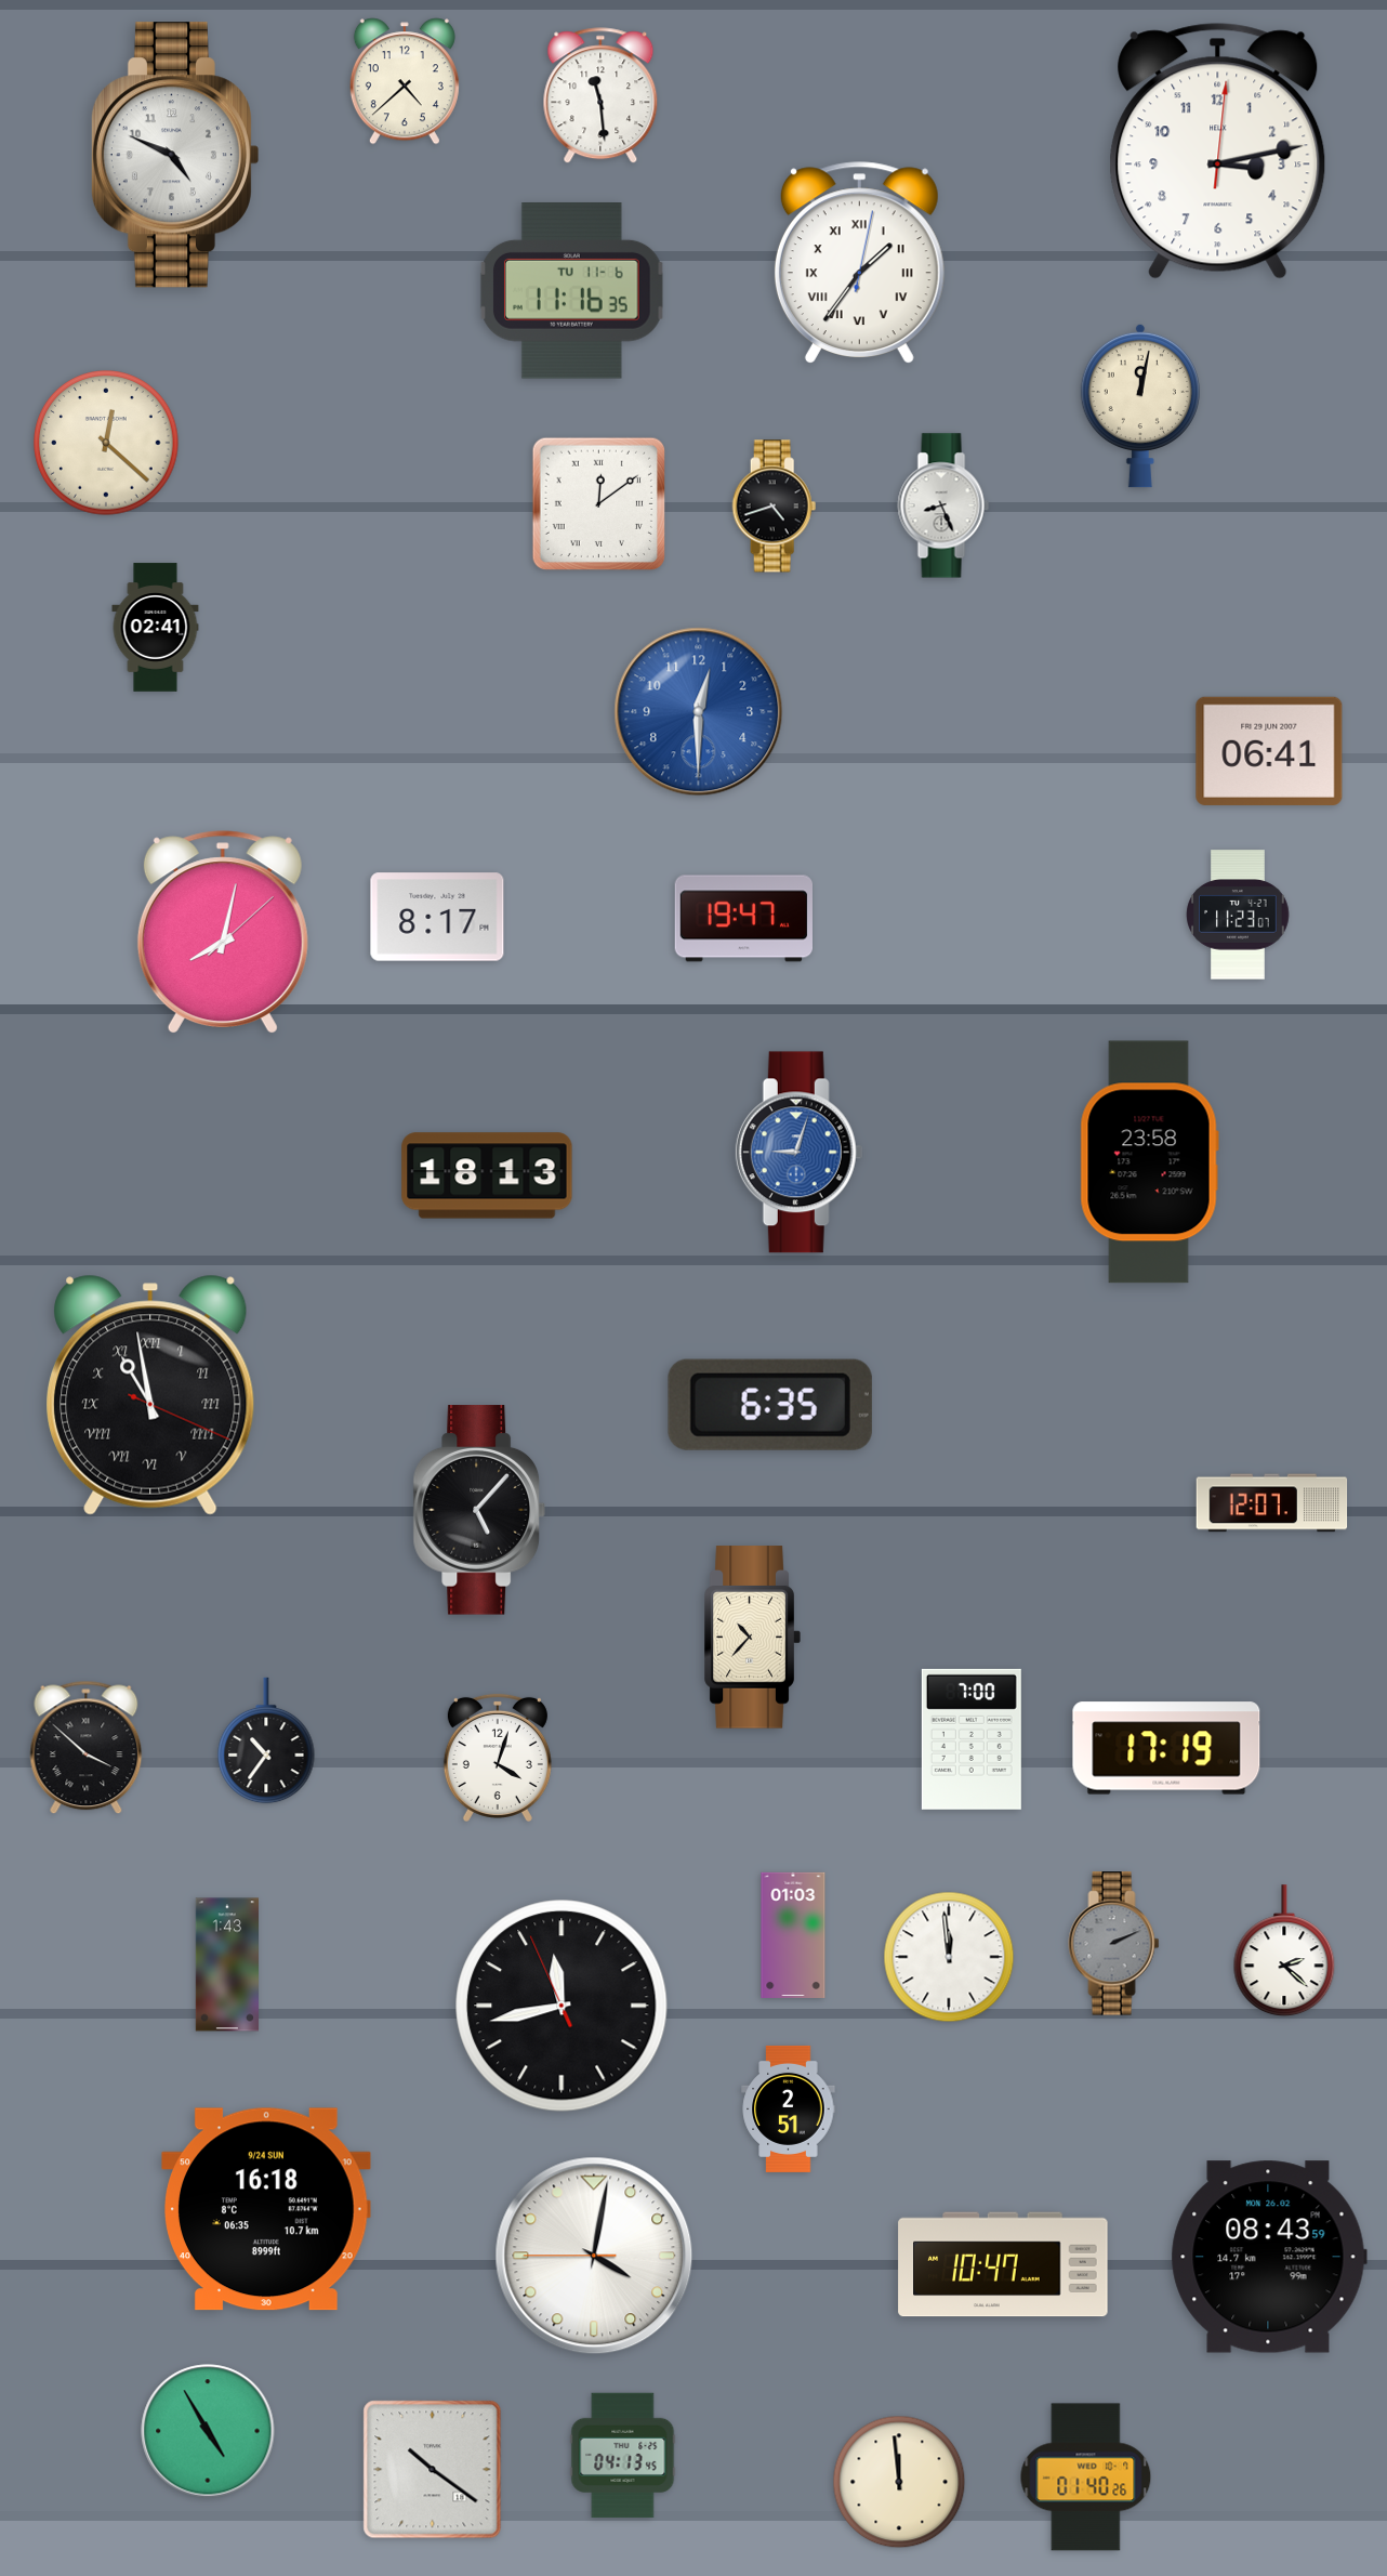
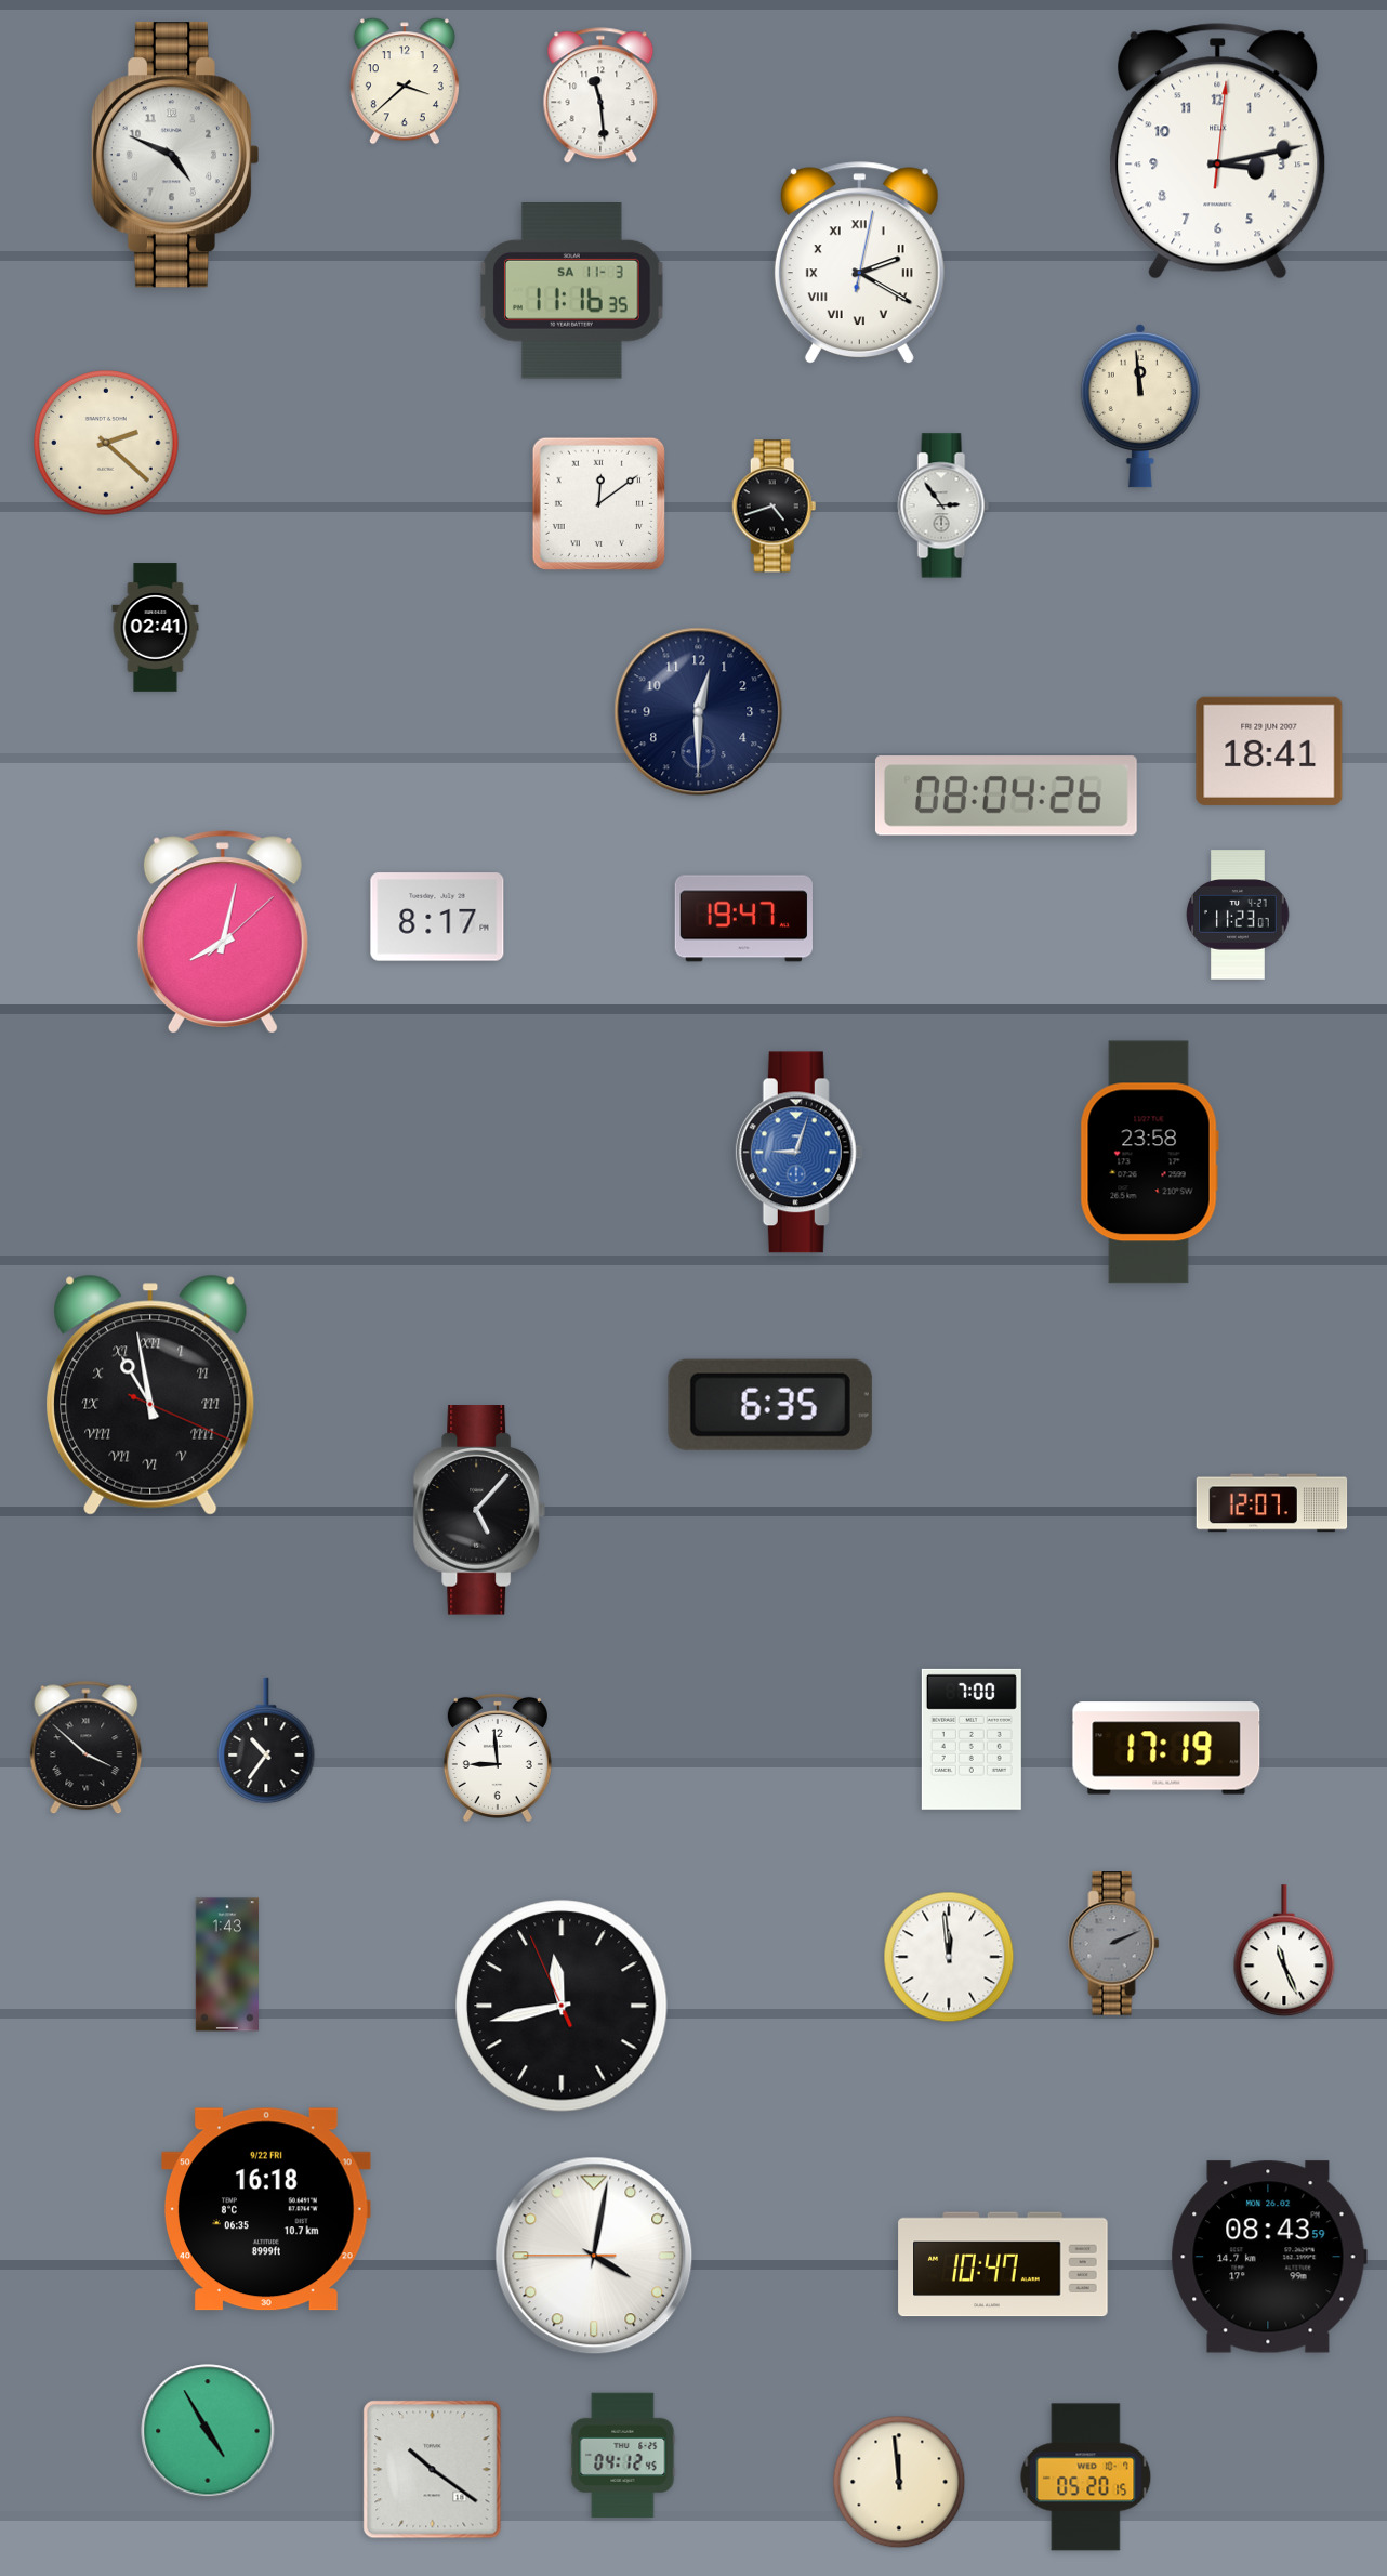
clock at (405, 81): 4:38 -> 3:38
clock at (859, 262): 1:36 -> 2:20
clock at (571, 291) date: TU 11-6 -> SA 11-3
clock at (1140, 406): 12:02 -> 11:59
clock at (106, 443): 12:22 -> 2:22
clock at (943, 505): 8:26 -> 2:54
clock at (699, 712) dial: blue -> navy
clock at (1269, 751): 06:41 -> 18:41
clock at (1006, 796): none -> 08:04
clock at (487, 1175): 18:13 -> none
clock at (752, 1638): 10:37 -> none
clock at (498, 1758): 4:03 -> 8:59
clock at (793, 1935): 01:03 -> none
clock at (1284, 1951): 2:22 -> 11:26
clock at (789, 2108): 2:51 -> none
clock at (266, 2209) date: 9/24 SUN -> 9/22 FRI
clock at (623, 2456): 04:13 -> 04:12
clock at (1086, 2478): 01:40 -> 05:20
